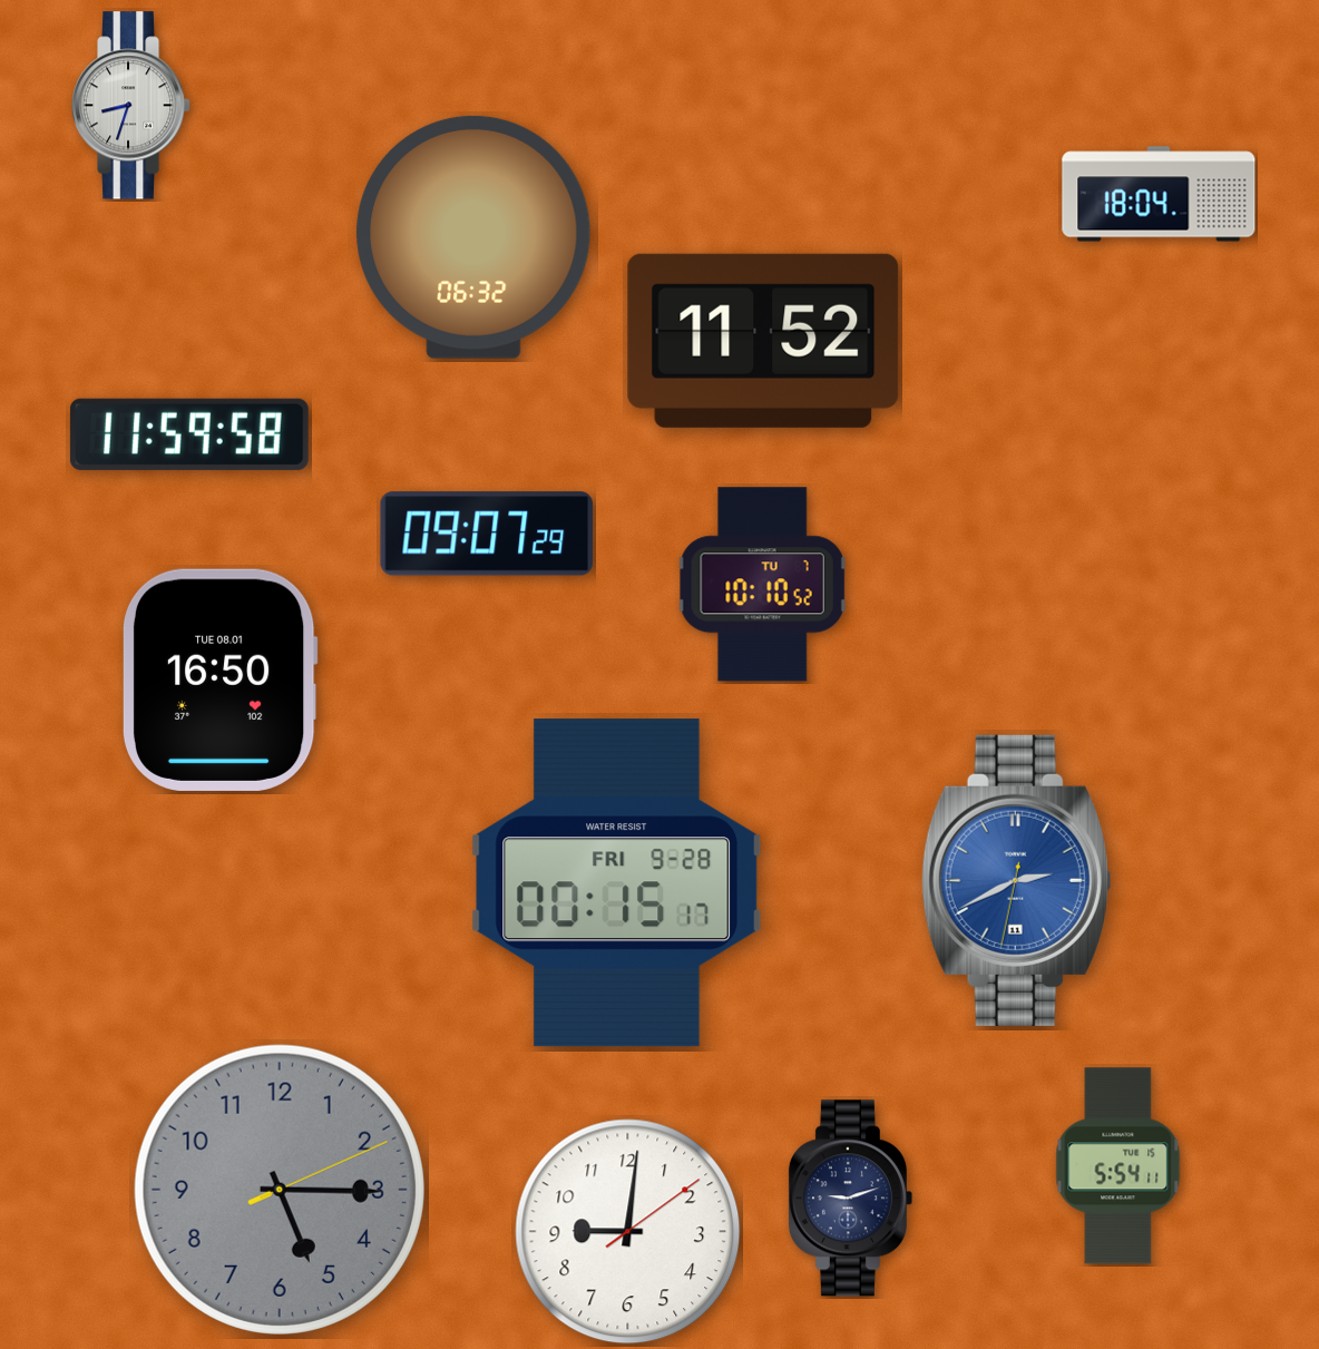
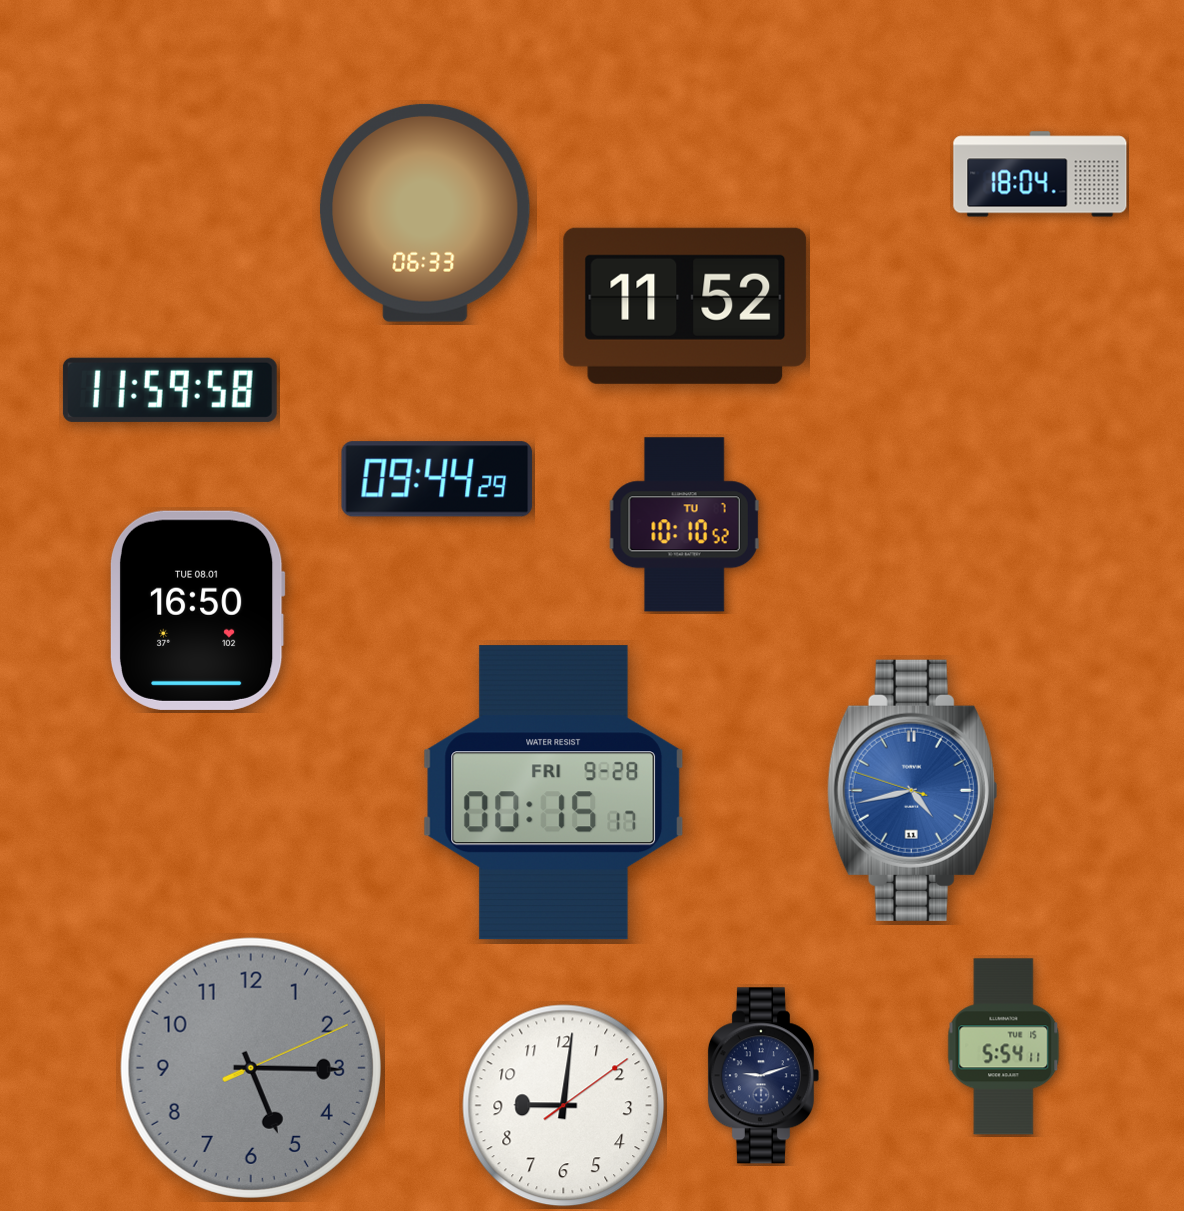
clock at (131, 106): 8:33 -> none
clock at (473, 237): 06:32 -> 06:33
clock at (487, 534): 09:07 -> 09:44
clock at (1016, 880): 2:40 -> 4:42
